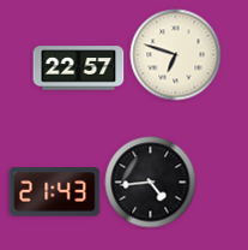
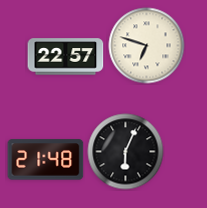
clock at (151, 183): 4:44 -> 6:04
clock at (55, 192): 21:43 -> 21:48
